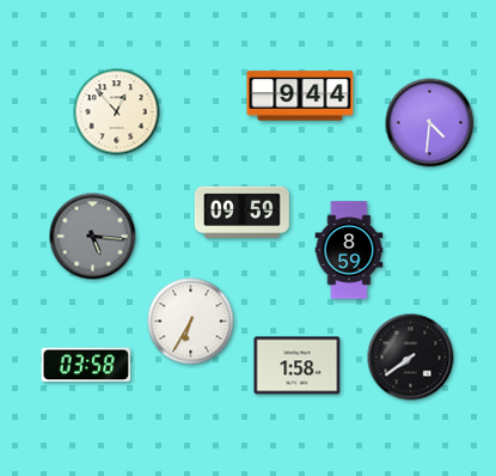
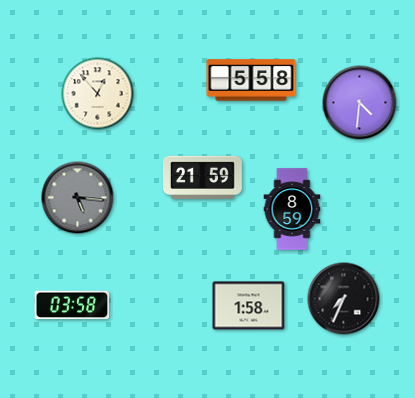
clock at (300, 96): 9:44 -> 5:58
clock at (241, 212): 09:59 -> 21:59
clock at (191, 322): 6:35 -> none
clock at (411, 358): 7:39 -> 7:34
